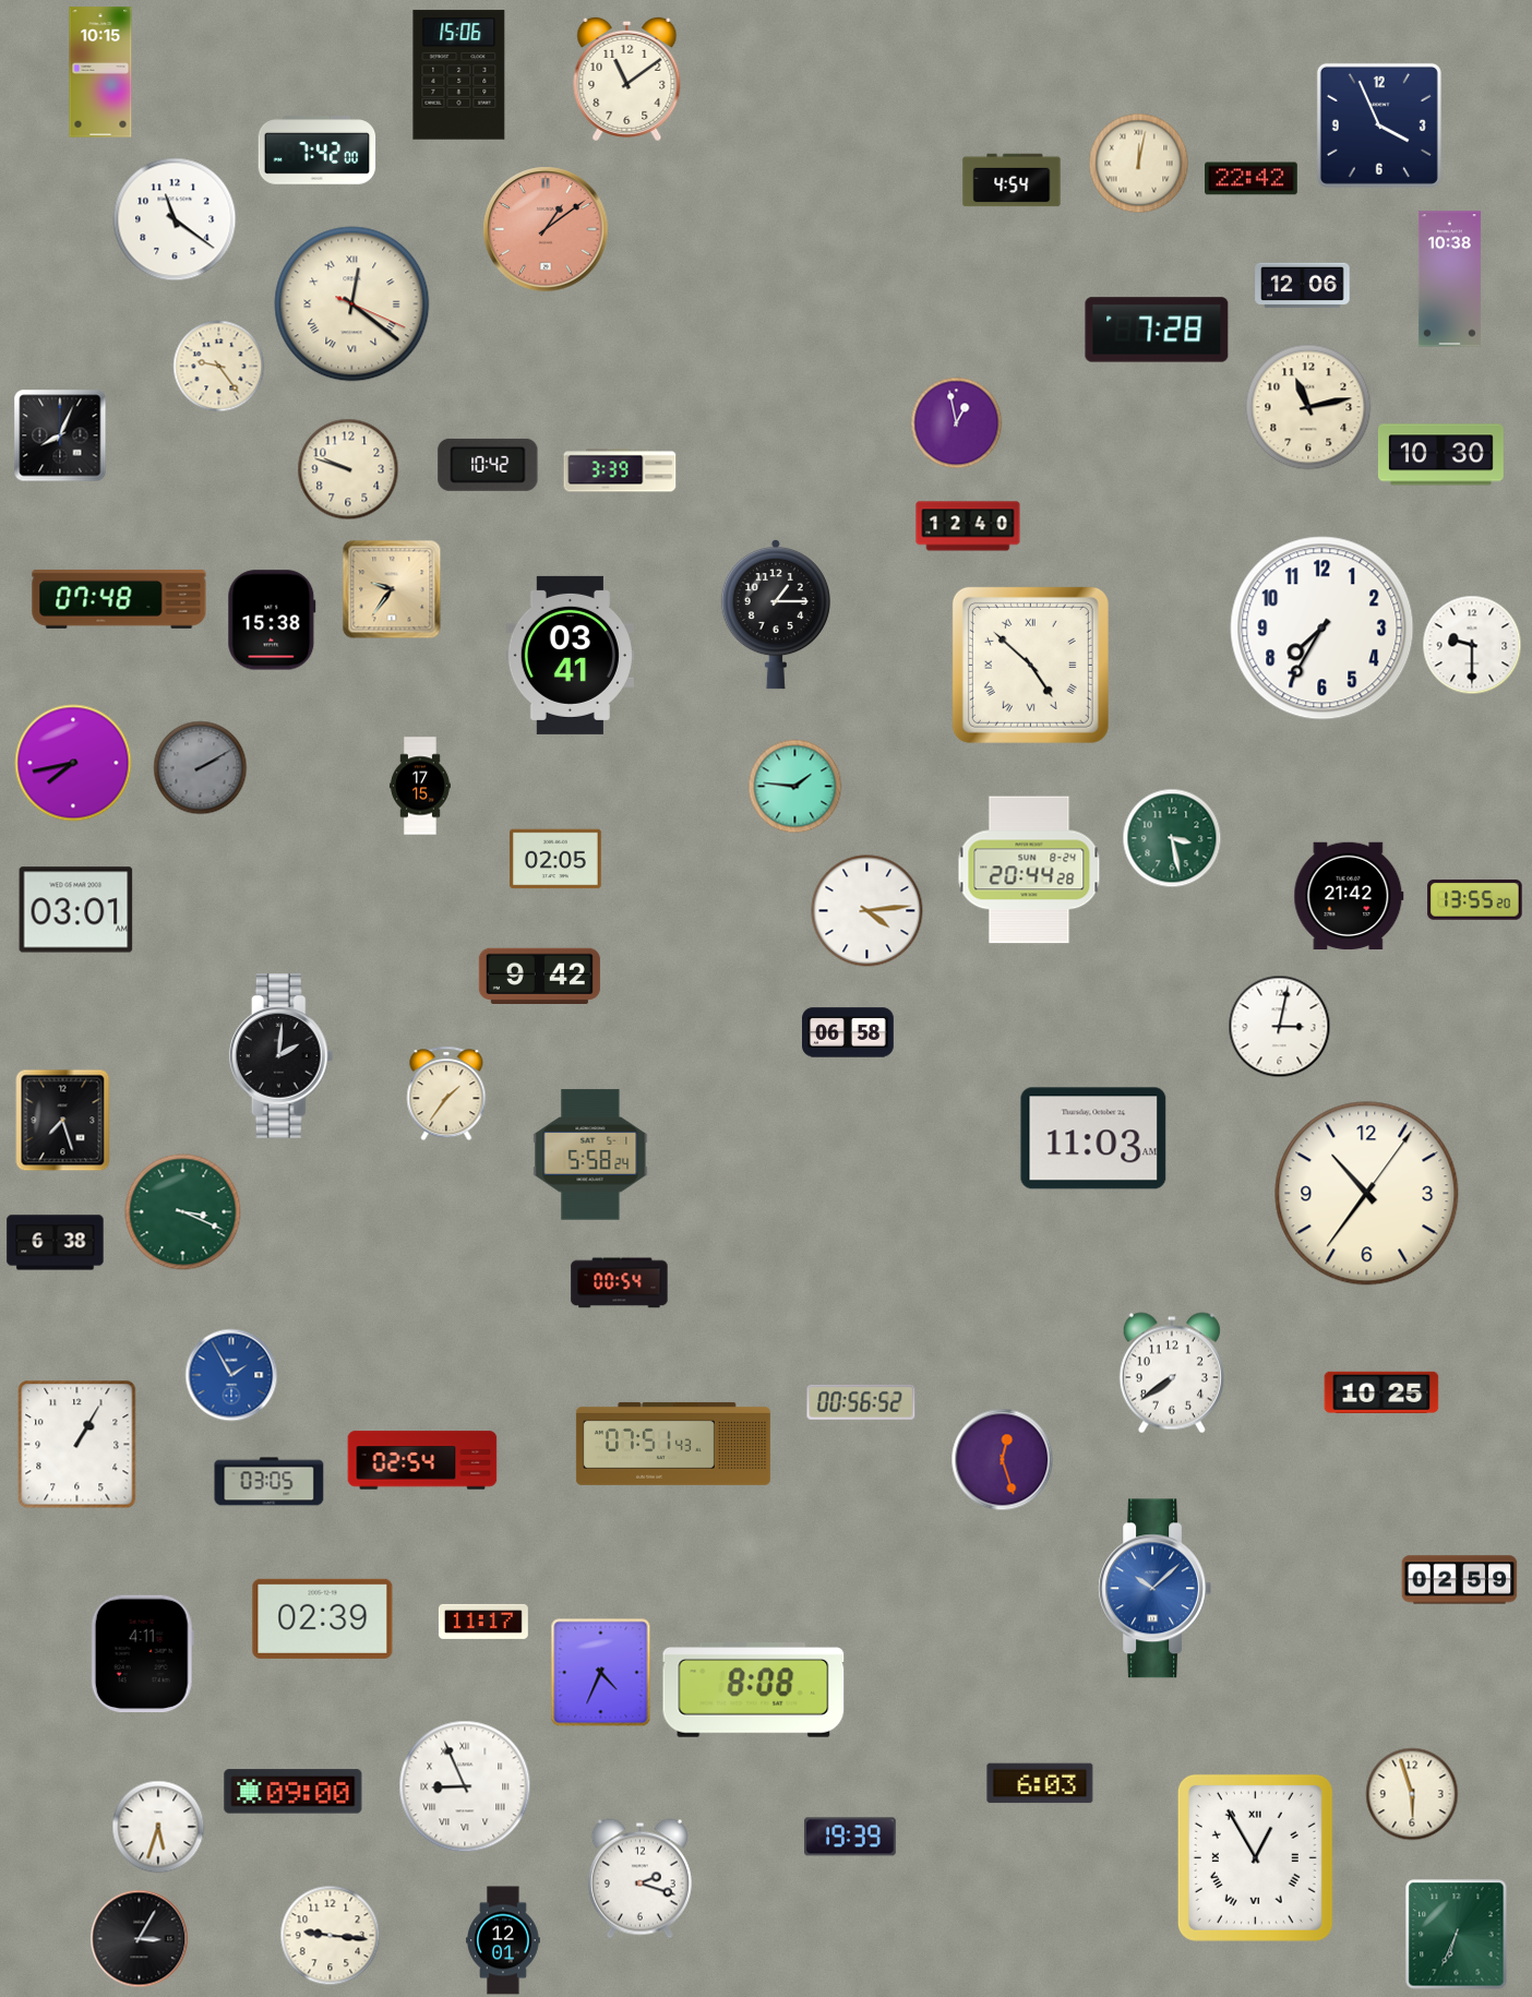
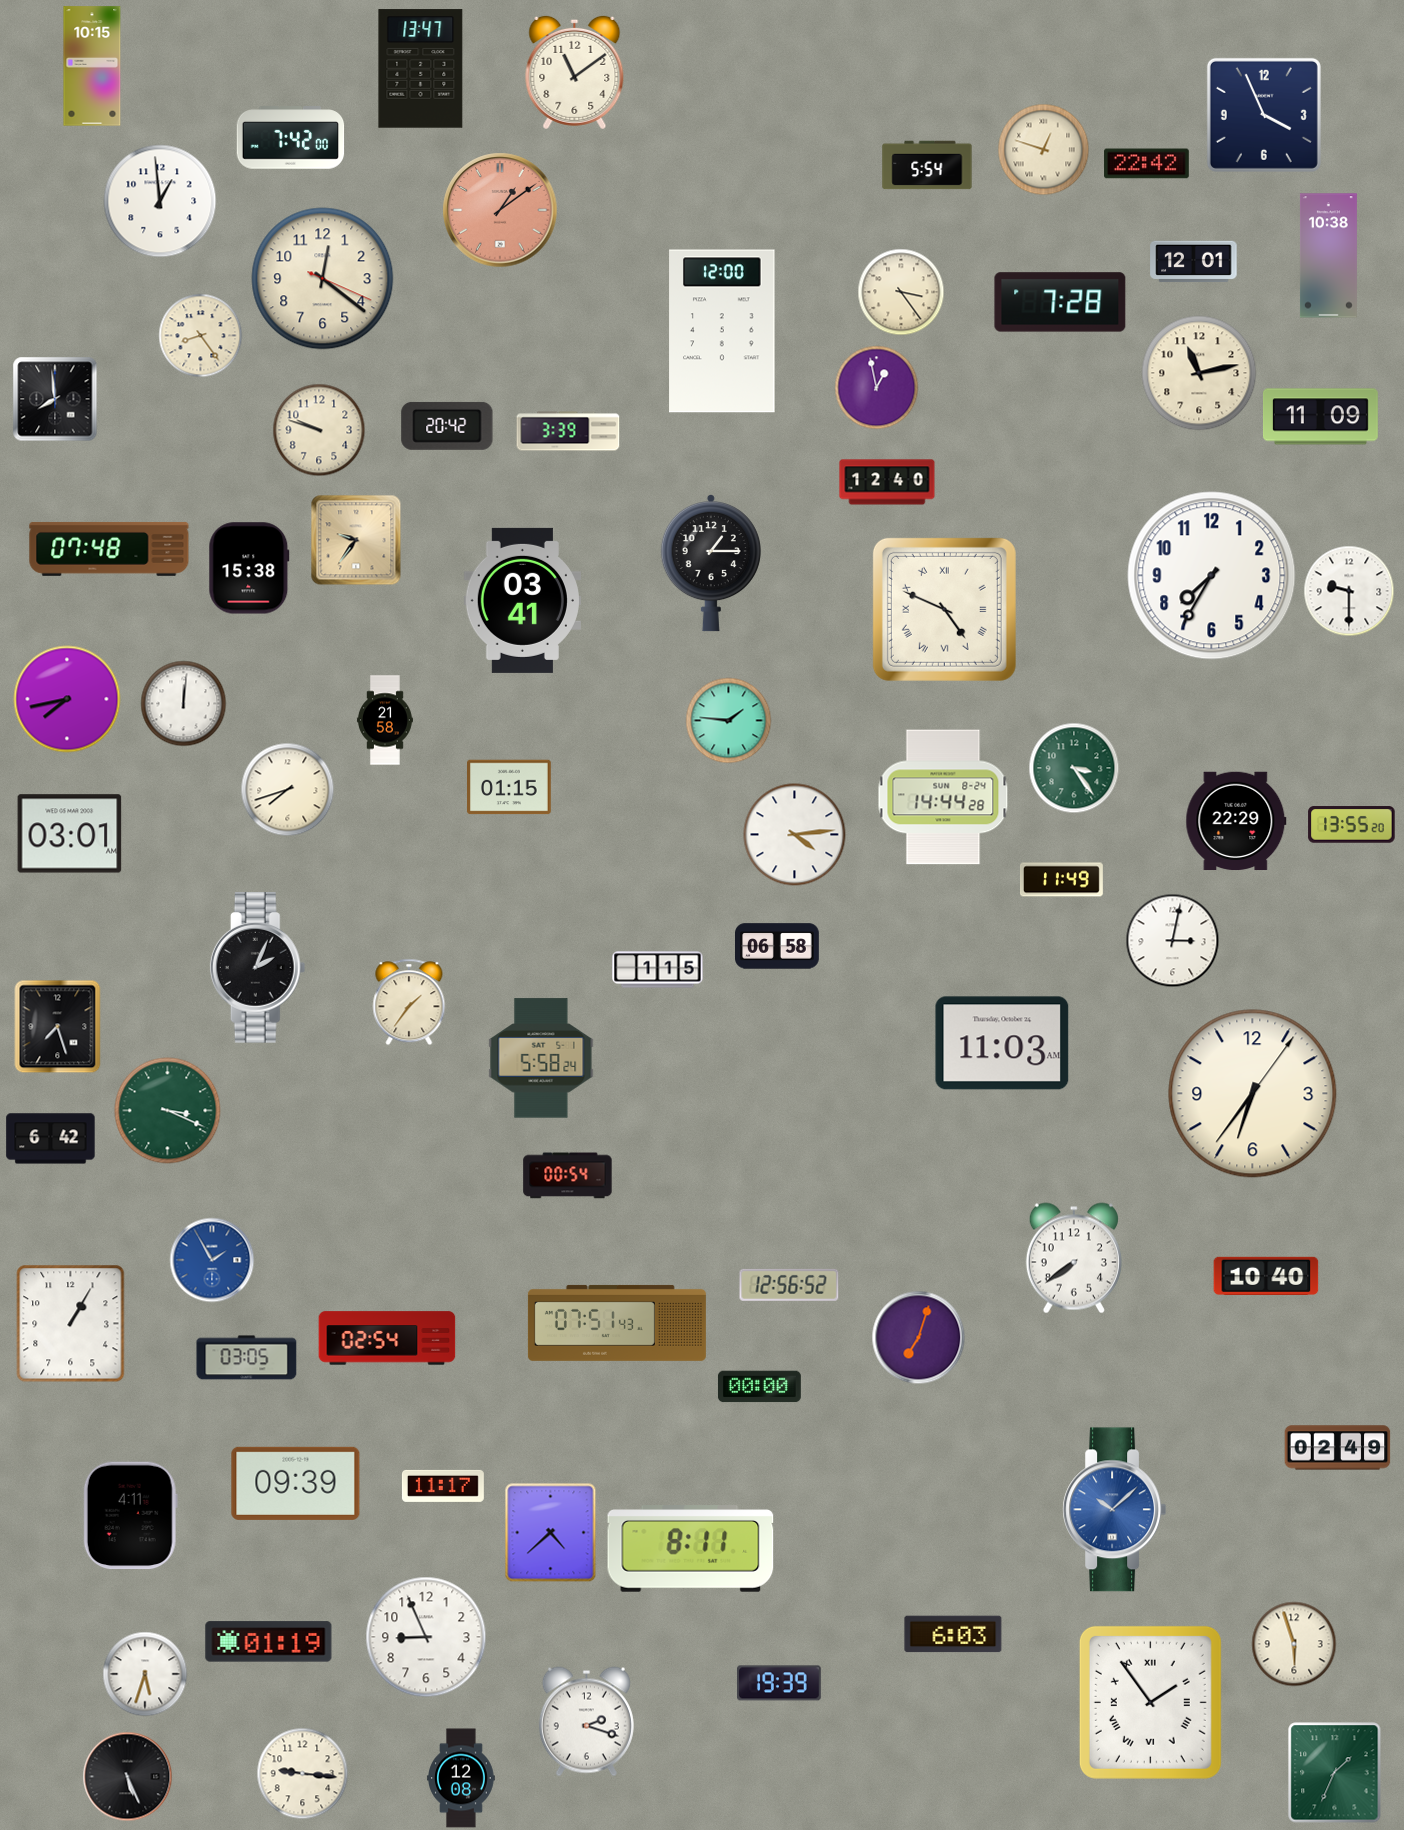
clock at (459, 75): 15:06 -> 13:47
clock at (1139, 164): 12:02 -> 12:48
clock at (1012, 180): 4:54 -> 5:54
clock at (175, 219): 11:21 -> 12:59
clock at (1303, 286): 12:06 -> 12:01
clock at (352, 304) numerals: Roman -> Arabic
clock at (901, 292): none -> 3:24
clock at (722, 331): none -> 12:00
clock at (219, 367): 9:24 -> 8:24
clock at (60, 435): 8:04 -> 7:59
clock at (1440, 455): 10:30 -> 11:09
clock at (488, 465): 10:42 -> 20:42
clock at (392, 589) position: (392, 589) -> (356, 540)
clock at (1030, 665): 4:52 -> 4:49
clock at (201, 768): 2:10 -> 12:01
clock at (201, 768) dial: grey -> white
clock at (420, 786): 17:15 -> 21:58
clock at (1172, 838): 3:28 -> 3:24
clock at (556, 859): 02:05 -> 01:15
clock at (288, 790): none -> 7:42
clock at (1029, 870): 20:44 -> 14:44
clock at (1349, 896): 21:42 -> 22:29
clock at (1062, 880): none -> 11:49
clock at (539, 976): 9:42 -> none
clock at (282, 1056): 2:01 -> 2:04
clock at (658, 970): none -> 1:15
clock at (1367, 1194): 10:36 -> 6:36
clock at (56, 1243): 6:38 -> 6:42
clock at (1381, 1391): 10:25 -> 10:40
clock at (861, 1402): 00:56 -> 12:56
clock at (1003, 1460): 12:27 -> 7:03
clock at (759, 1387): none -> 00:00
clock at (1460, 1580): 02:59 -> 02:49
clock at (1156, 1589) position: (1156, 1589) -> (1115, 1510)
clock at (323, 1618): 02:39 -> 09:39
clock at (601, 1673): 4:34 -> 4:38
clock at (754, 1690): 8:08 -> 8:11
clock at (465, 1786) numerals: Roman -> Arabic
clock at (294, 1792): 09:00 -> 01:19
clock at (1255, 1857): 12:55 -> 1:54
clock at (1457, 1935): 6:34 -> 1:34
clock at (140, 1939): 3:05 -> 5:26
clock at (503, 1940): 12:01 -> 12:08
